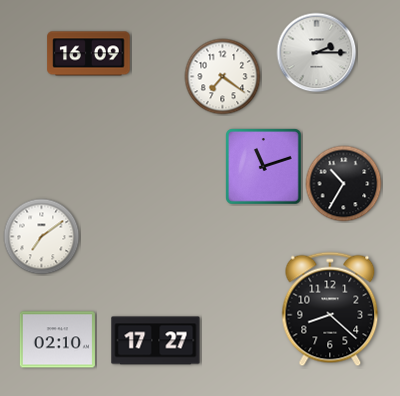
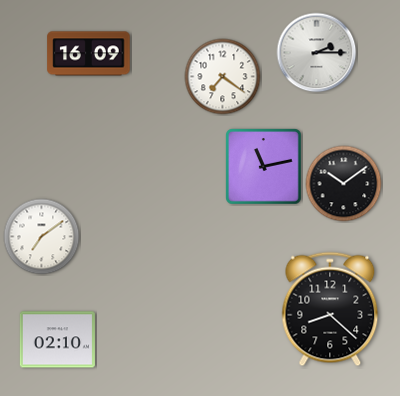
clock at (264, 167): 11:12 -> 11:13
clock at (344, 184): 10:35 -> 10:09
clock at (156, 341): 17:27 -> none
